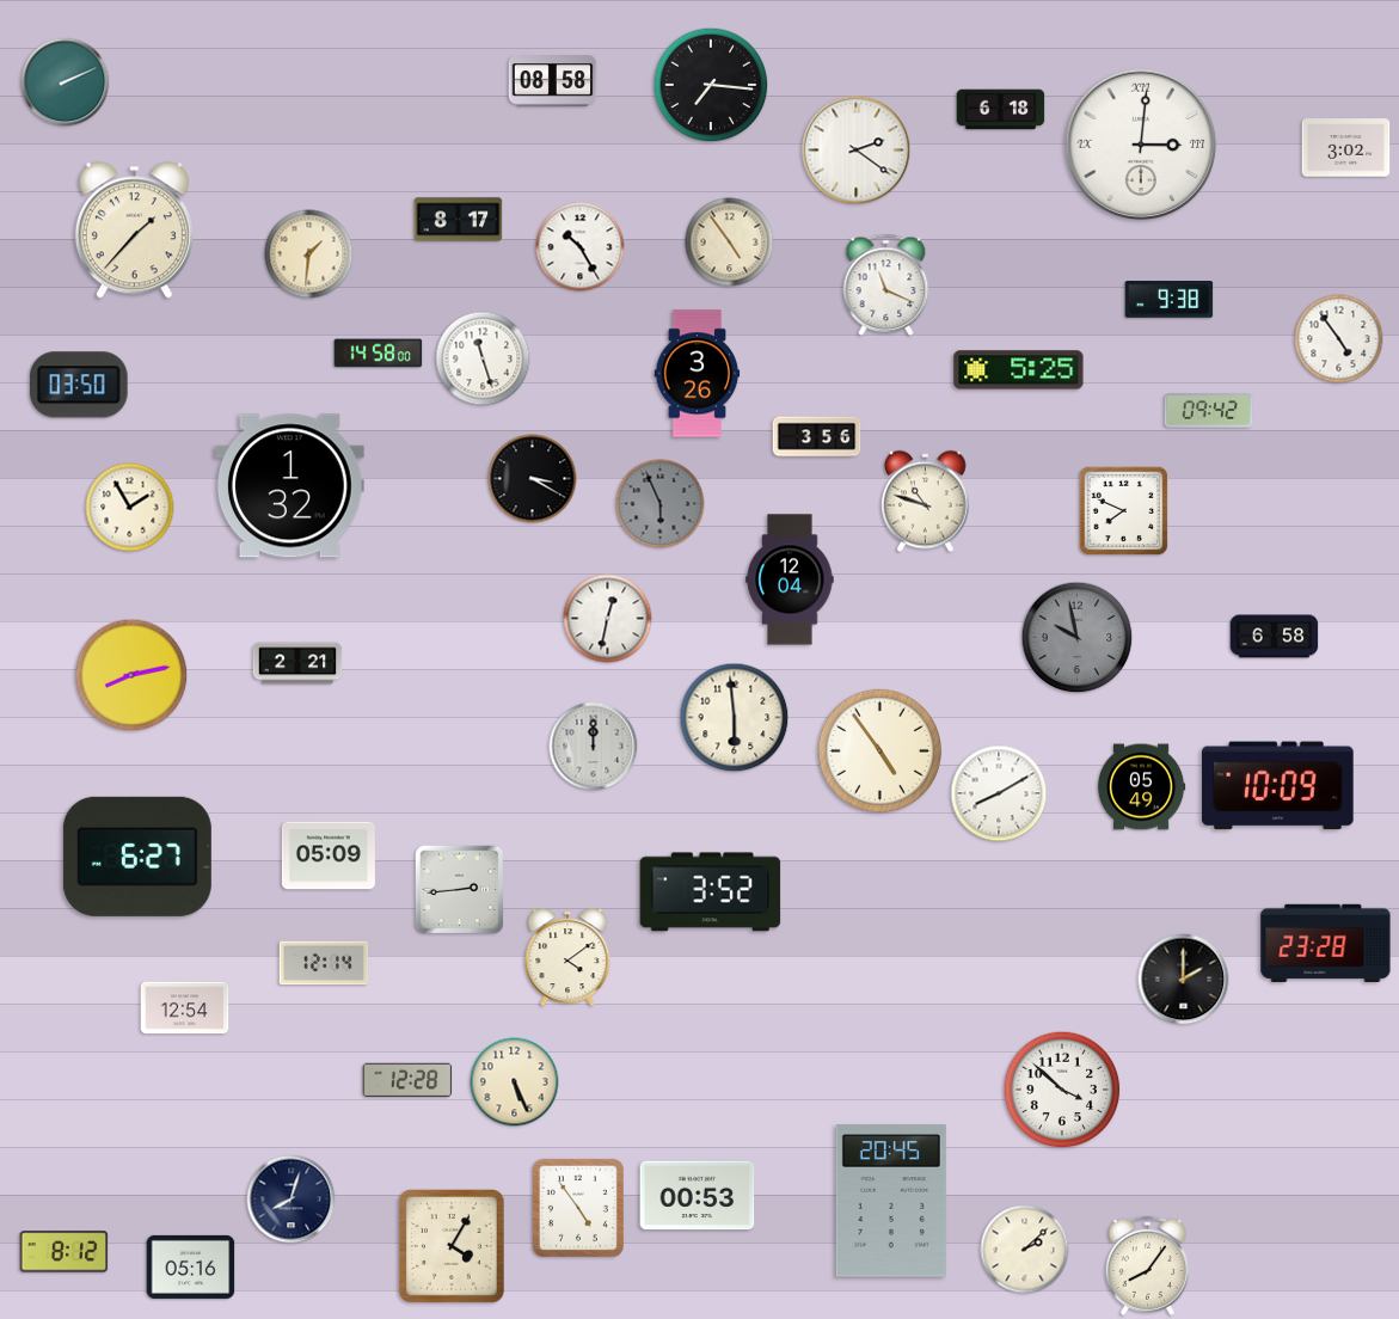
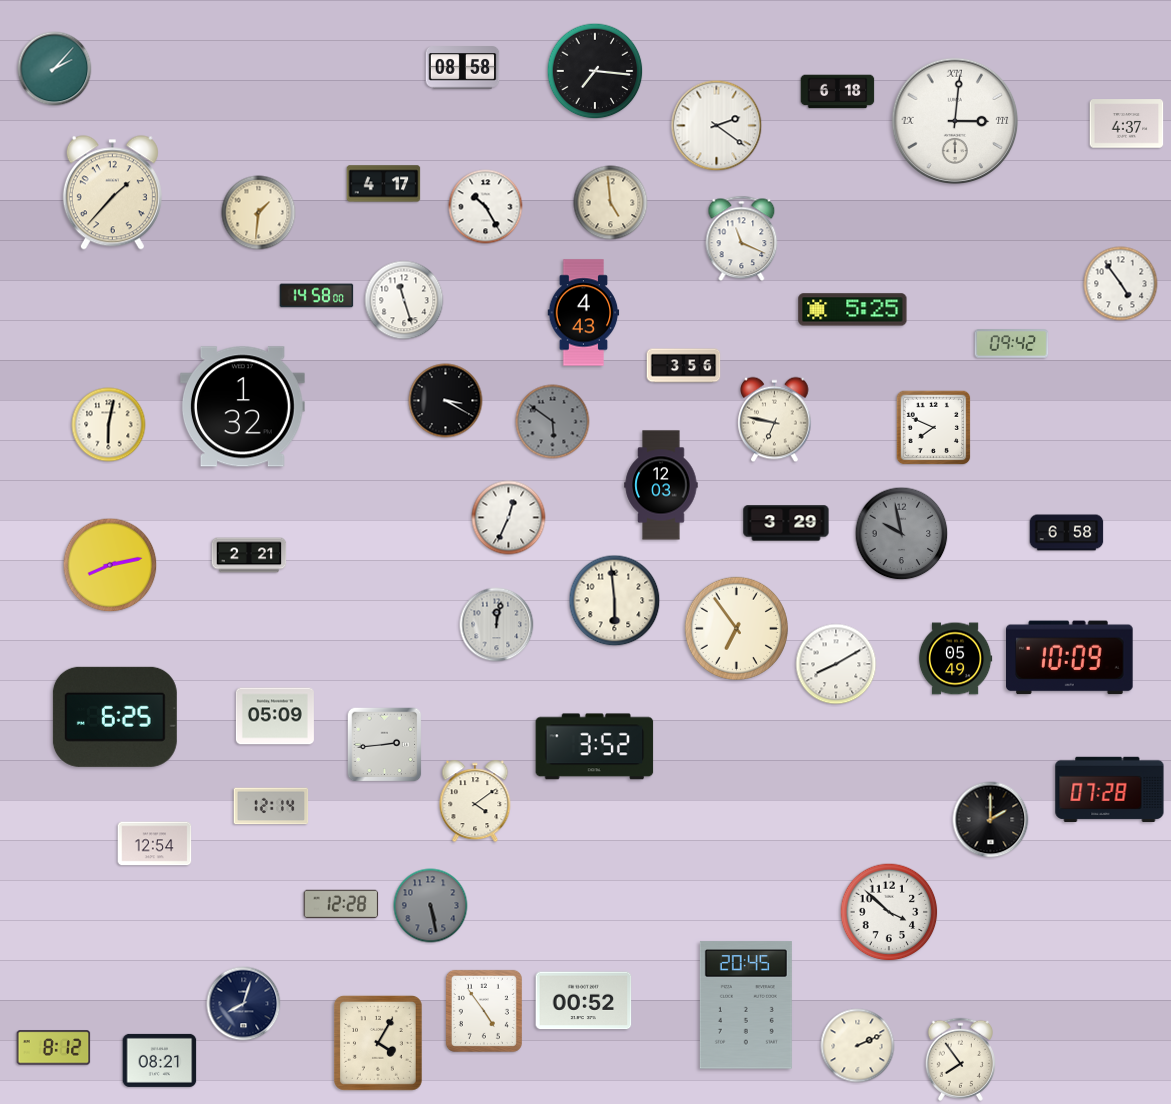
clock at (66, 82): 2:11 -> 2:07
clock at (1346, 148): 3:02 -> 4:37
clock at (459, 220): 8:17 -> 4:17
clock at (730, 243): 4:54 -> 4:59
clock at (1170, 300): 9:38 -> none
clock at (698, 374): 3:26 -> 4:43
clock at (79, 385): 03:50 -> none
clock at (926, 502): 10:48 -> 6:47
clock at (661, 504): 5:56 -> 5:51
clock at (130, 508): 1:55 -> 6:02
clock at (1124, 511) position: (1124, 511) -> (934, 428)
clock at (790, 579): 12:04 -> 12:03
clock at (608, 619): 12:32 -> 12:34
clock at (786, 523): none -> 3:29
clock at (594, 747): 12:00 -> 12:02
clock at (879, 750): 4:54 -> 6:54
clock at (137, 857): 6:27 -> 6:25
clock at (1326, 943): 23:28 -> 07:28
clock at (515, 1082): 5:26 -> 5:28
clock at (515, 1082) dial: cream -> grey
clock at (698, 1196): 00:53 -> 00:52
clock at (1025, 1250): 2:08 -> 2:11
clock at (1147, 1265): 8:06 -> 7:54
clock at (191, 1266): 05:16 -> 08:21
